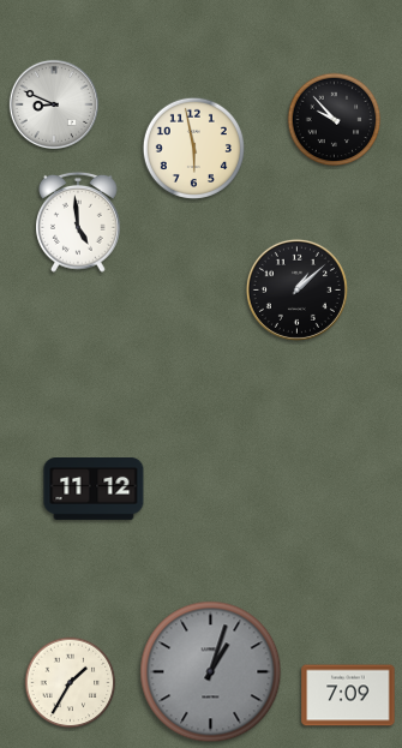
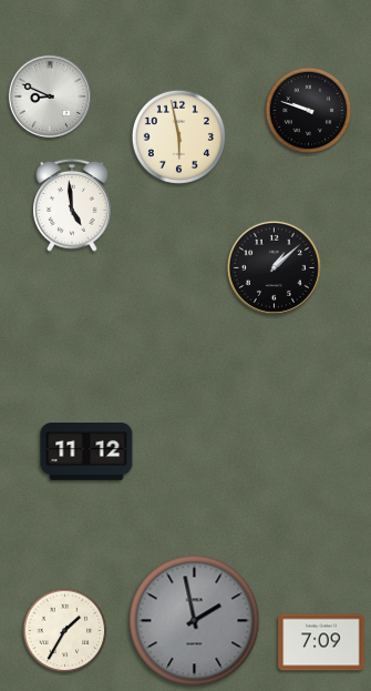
clock at (335, 120): 9:53 -> 9:48
clock at (211, 672): 1:03 -> 1:58
